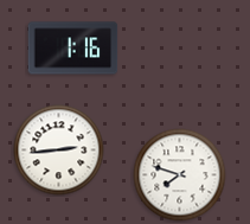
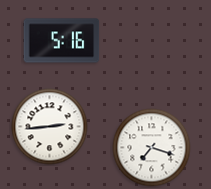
clock at (73, 49): 1:16 -> 5:16
clock at (180, 175): 7:48 -> 7:18
